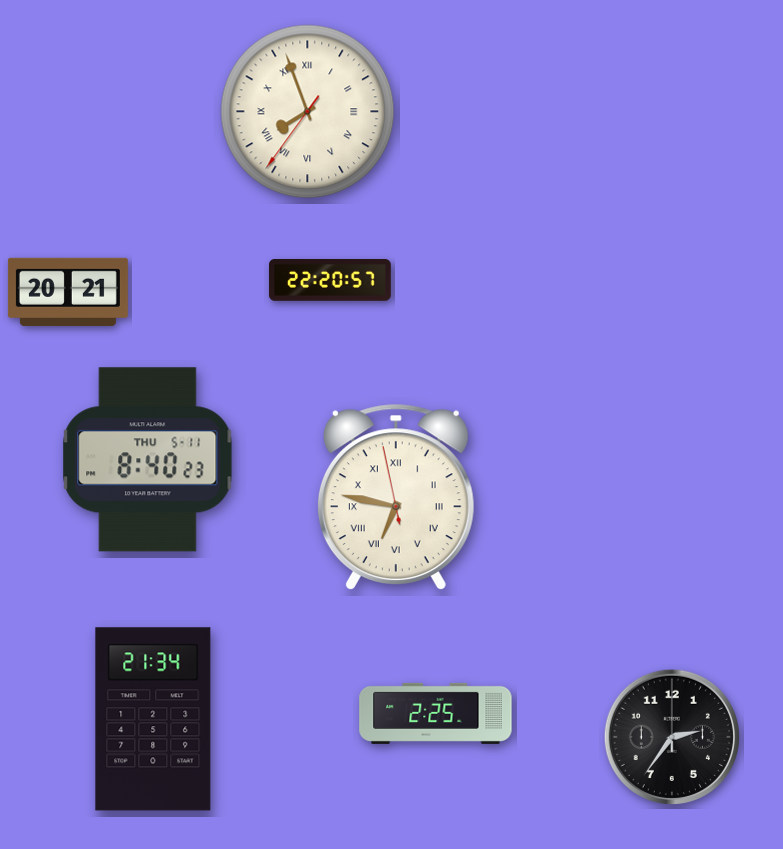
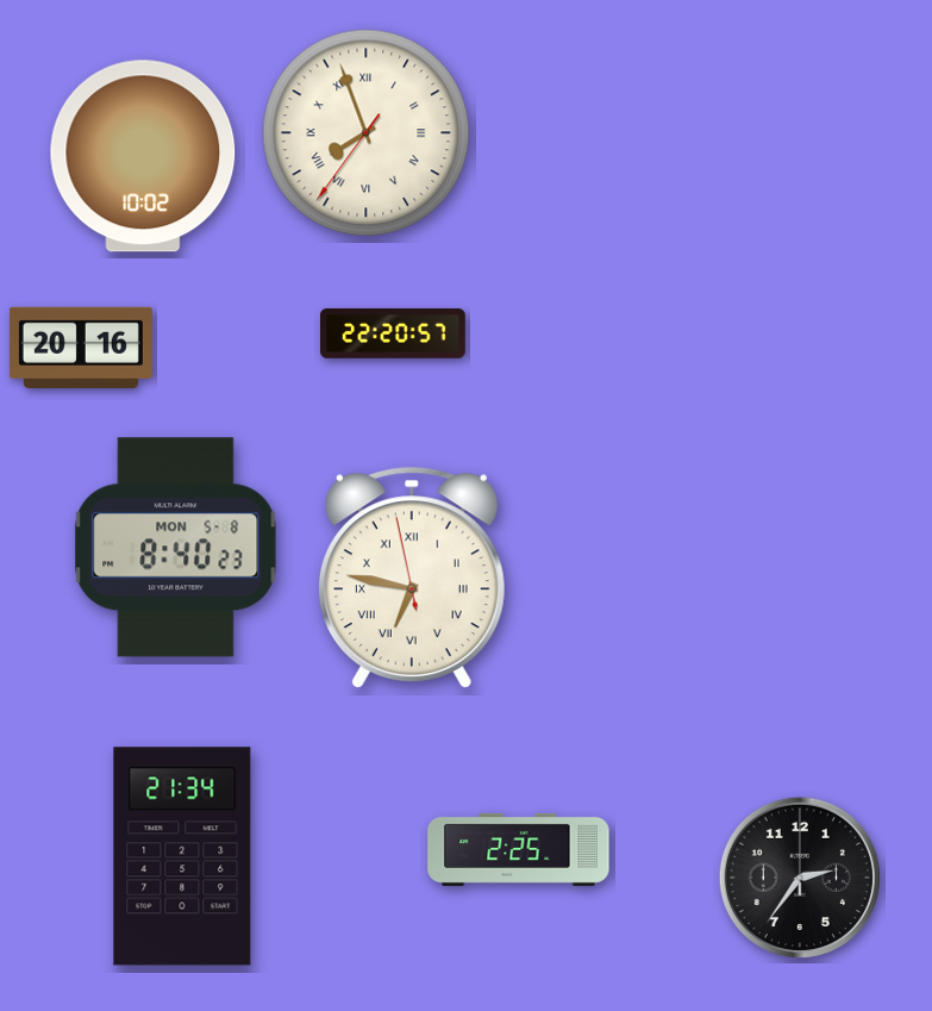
clock at (143, 156): none -> 10:02
clock at (68, 292): 20:21 -> 20:16
clock at (148, 460) date: THU 5-11 -> MON 5-8
clock at (396, 496) position: (396, 496) -> (412, 576)
